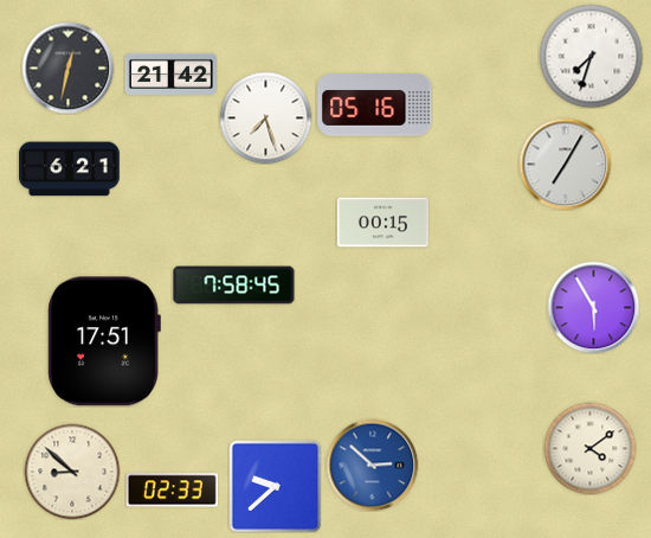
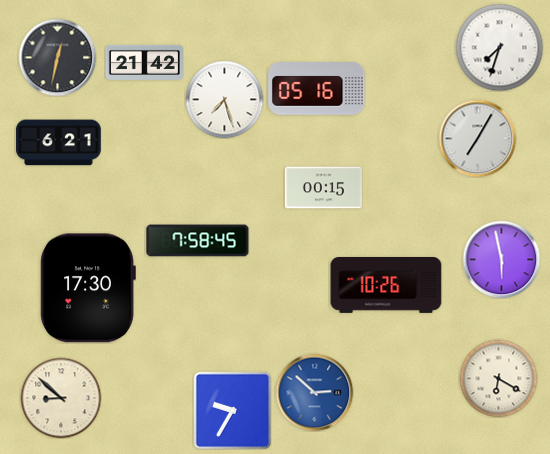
clock at (593, 307): 5:55 -> 5:58
clock at (386, 285): none -> 10:26
clock at (104, 341): 17:51 -> 17:30
clock at (589, 448): 4:09 -> 6:20
clock at (275, 486): 9:38 -> 9:35
clock at (172, 491): 02:33 -> none
